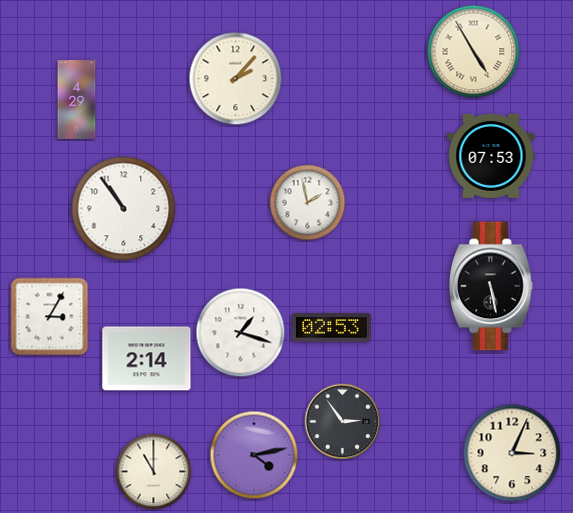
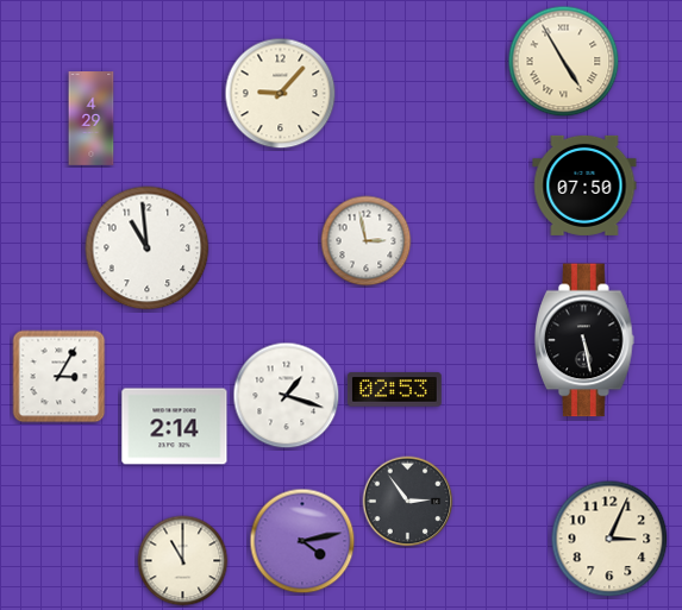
clock at (236, 79): 2:07 -> 9:07
clock at (491, 156): 07:53 -> 07:50
clock at (308, 203): 1:58 -> 2:58
clock at (124, 209): 10:54 -> 10:59
